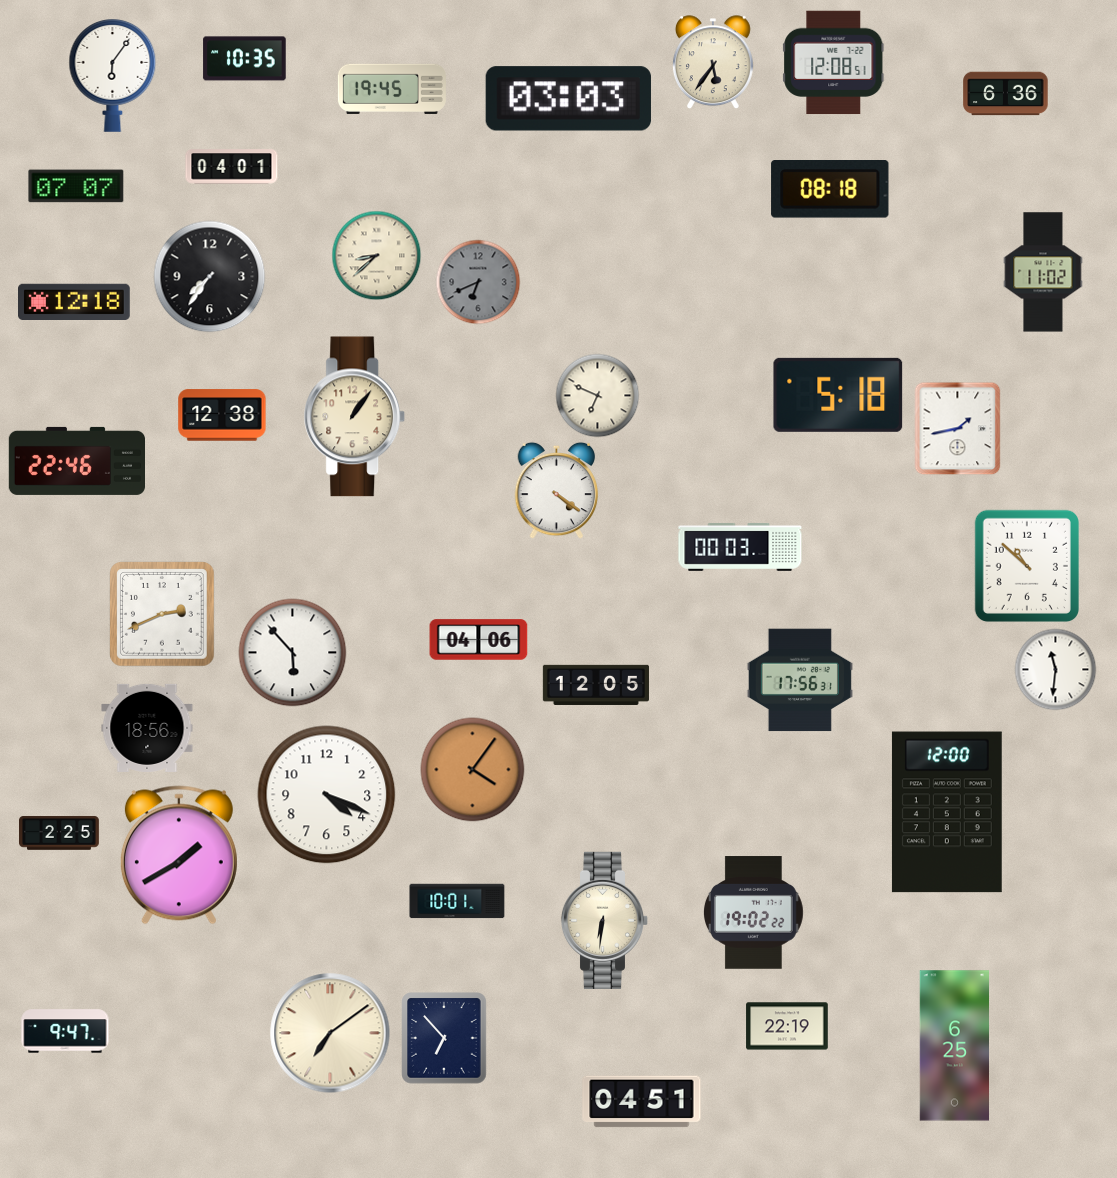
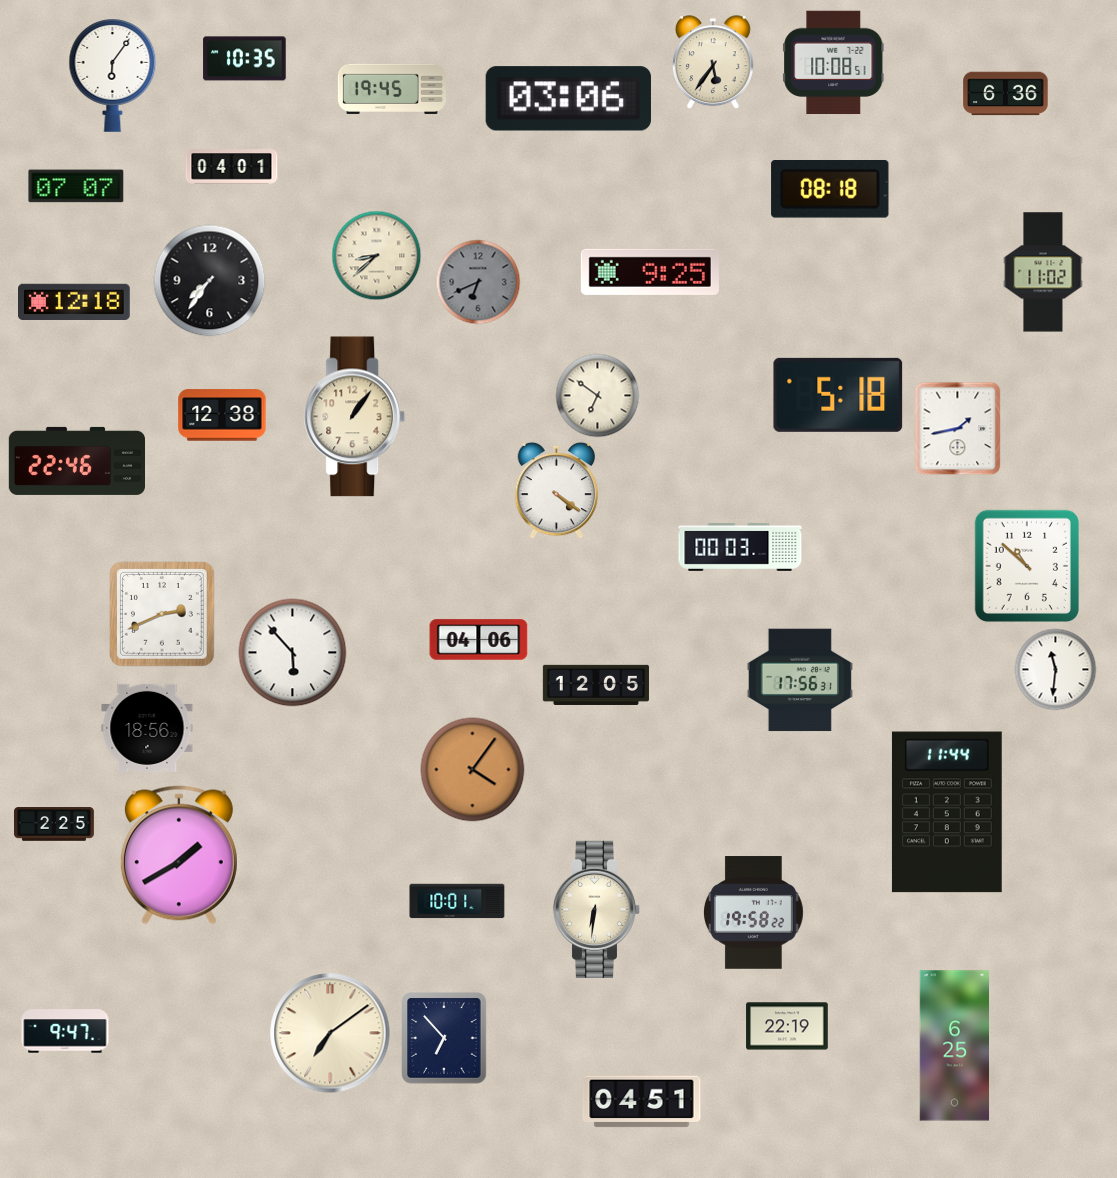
clock at (834, 63): 12:08 -> 10:08
clock at (568, 99): 03:03 -> 03:06
clock at (650, 272): none -> 9:25
clock at (210, 277) position: (210, 277) -> (210, 281)
clock at (598, 396): 6:49 -> 6:51
clock at (327, 795): 4:19 -> none
clock at (947, 812): 12:00 -> 11:44
clock at (60, 833) position: (60, 833) -> (55, 824)
clock at (753, 913): 19:02 -> 19:58
clock at (605, 920) position: (605, 920) -> (597, 909)
